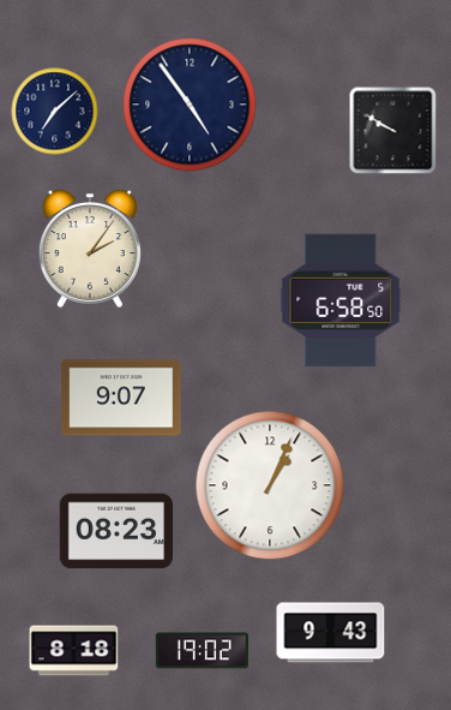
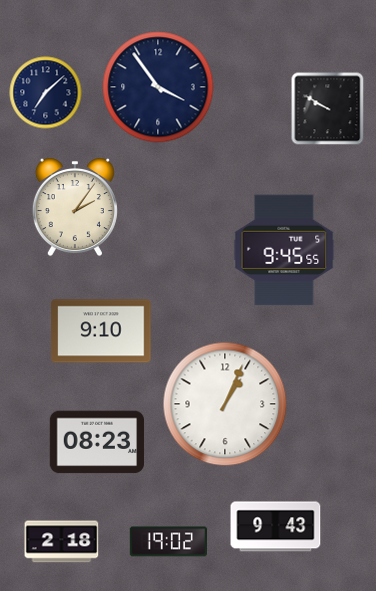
clock at (190, 105): 4:54 -> 3:54
clock at (341, 300): 6:58 -> 9:45
clock at (121, 398): 9:07 -> 9:10
clock at (74, 651): 8:18 -> 2:18
